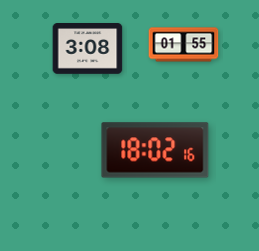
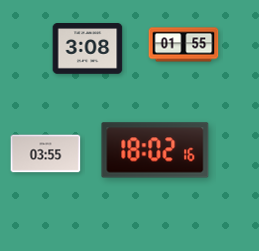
clock at (46, 154): none -> 03:55
